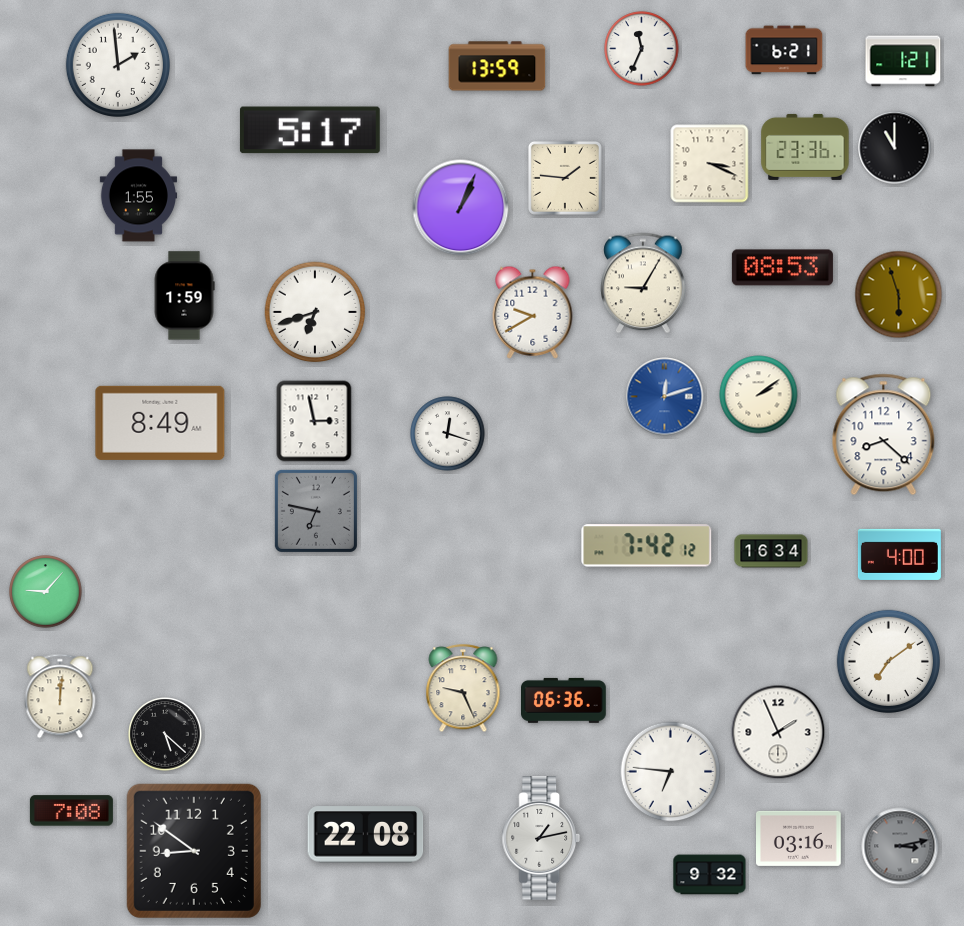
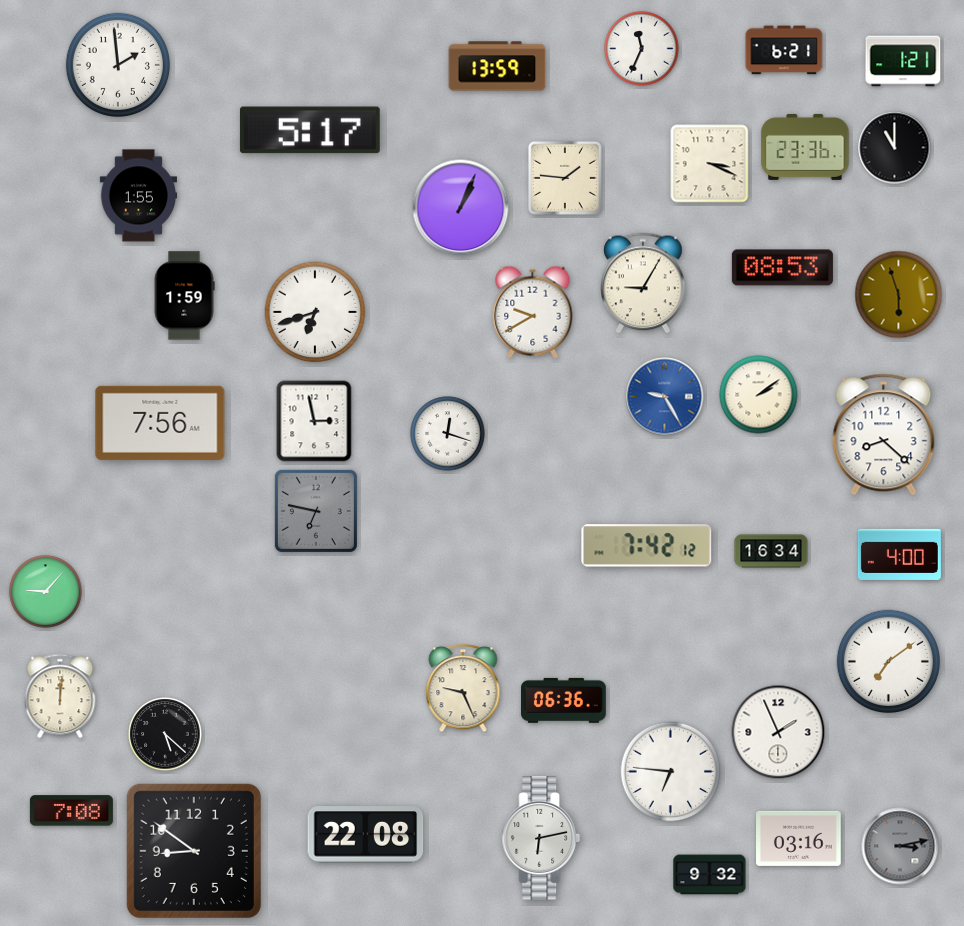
clock at (665, 397): 12:12 -> 9:25
clock at (160, 423): 8:49 -> 7:56
clock at (541, 838): 1:13 -> 6:13
